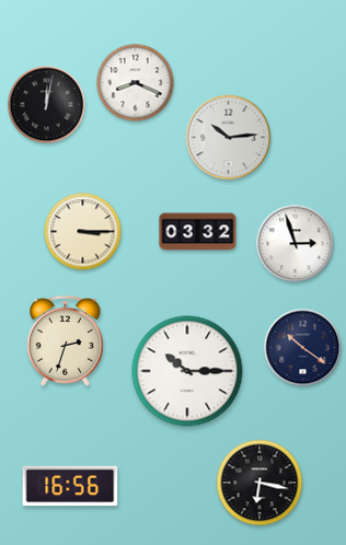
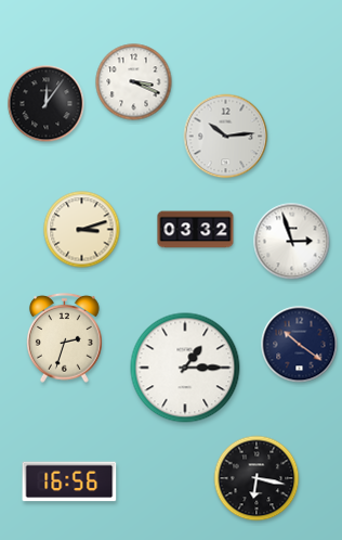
clock at (136, 83): 8:19 -> 3:19
clock at (47, 105): 12:02 -> 12:06
clock at (83, 232): 3:15 -> 3:12
clock at (187, 371): 10:15 -> 1:15
